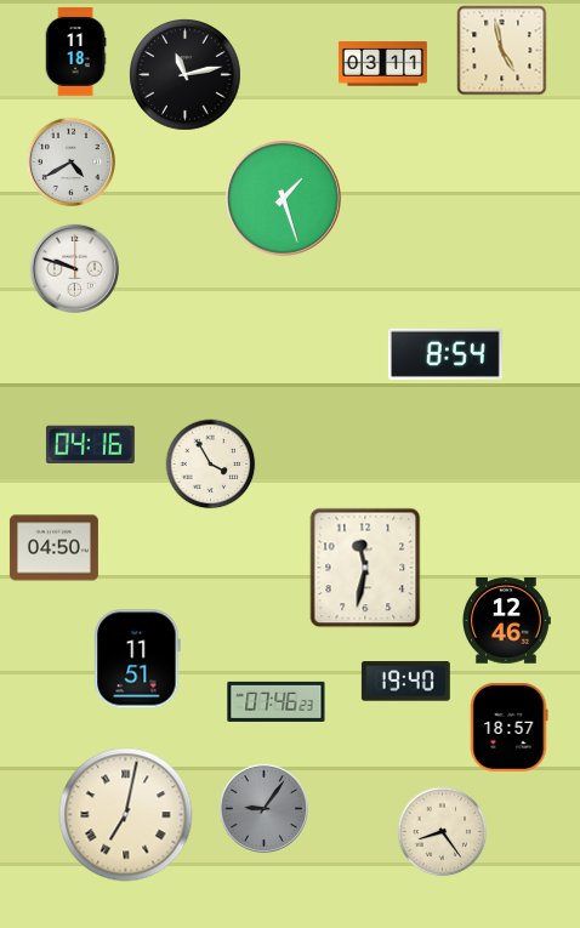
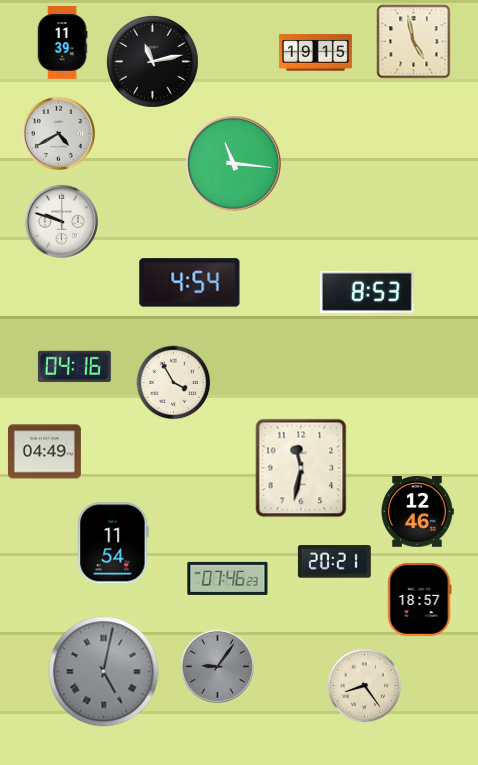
clock at (75, 51): 11:18 -> 11:39
clock at (382, 64): 03:11 -> 19:15
clock at (284, 199): 1:27 -> 11:16
clock at (190, 283): none -> 4:54
clock at (445, 354): 8:54 -> 8:53
clock at (53, 548): 04:50 -> 04:49
clock at (137, 659): 11:51 -> 11:54
clock at (405, 682): 19:40 -> 20:21
clock at (126, 815): 7:02 -> 5:02
clock at (126, 815) dial: cream -> grey
